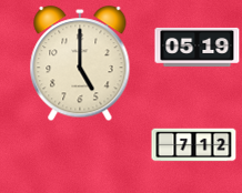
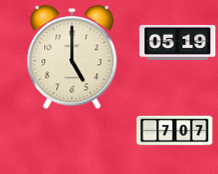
clock at (194, 145): 7:12 -> 7:07
